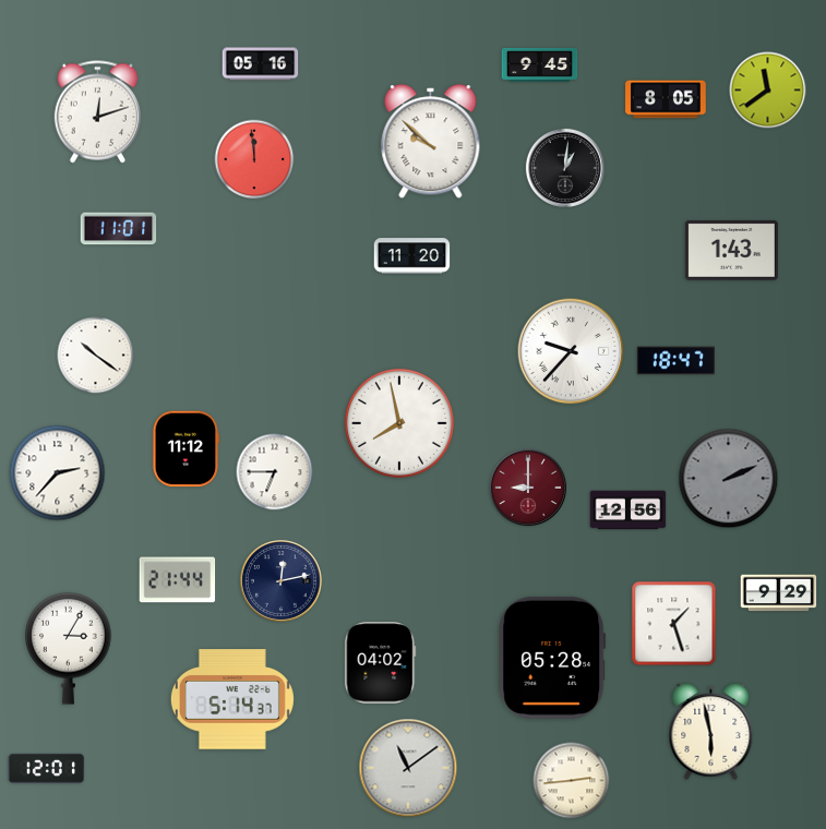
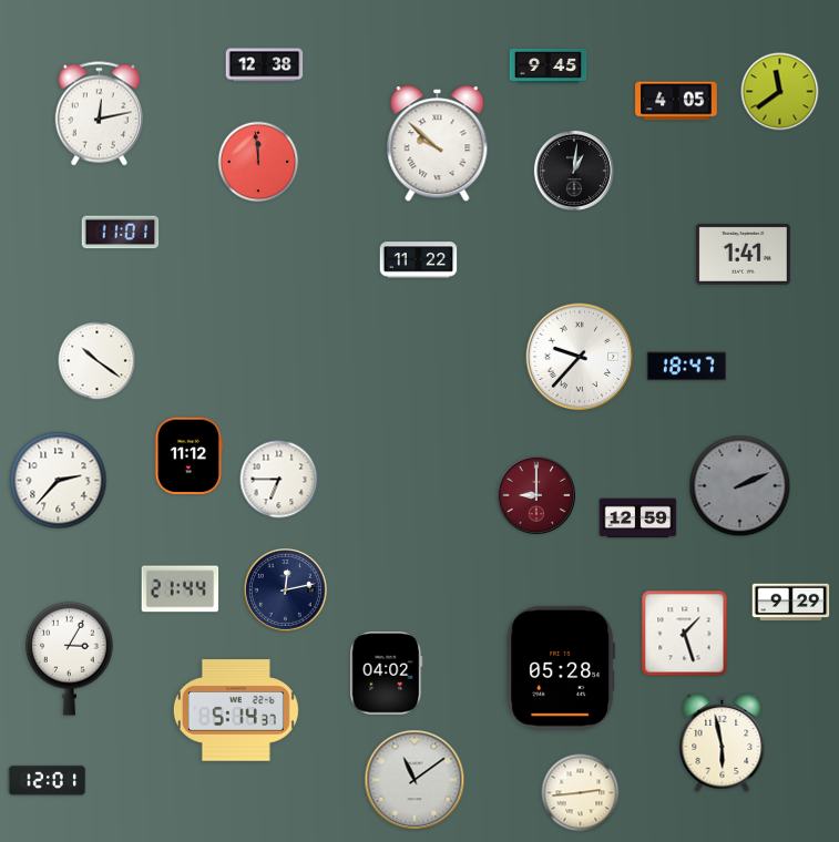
clock at (261, 64): 05:16 -> 12:38
clock at (666, 99): 8:05 -> 4:05
clock at (97, 112): 12:12 -> 12:13
clock at (731, 250): 1:43 -> 1:41
clock at (412, 256): 11:20 -> 11:22
clock at (399, 423): 7:58 -> none
clock at (629, 510): 12:56 -> 12:59
